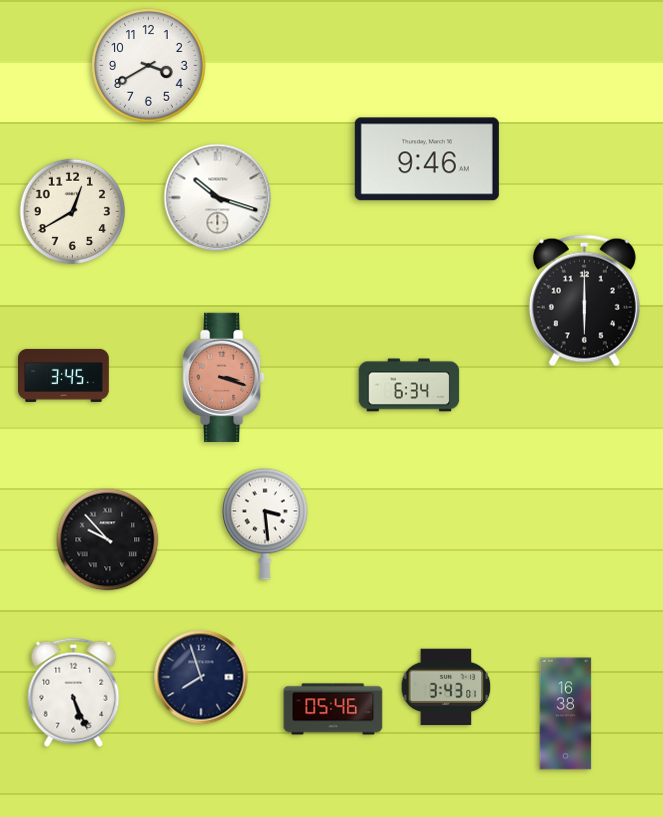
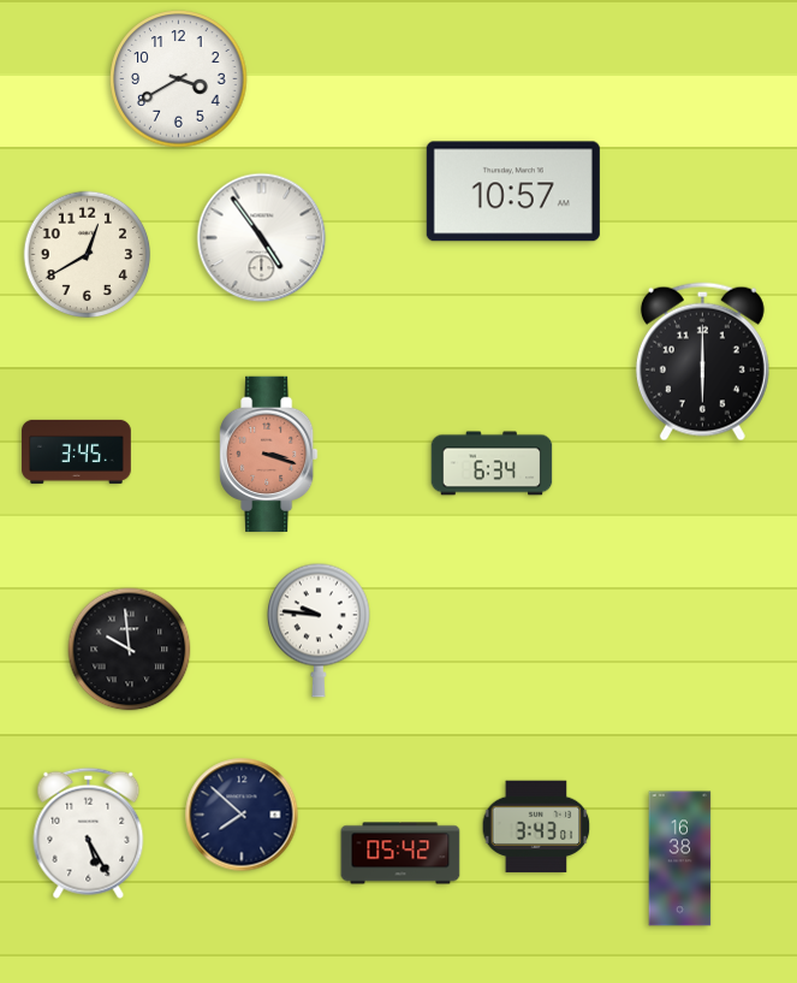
clock at (427, 159): 9:46 -> 10:57
clock at (218, 198): 10:18 -> 4:54
clock at (265, 524): 3:29 -> 9:46
clock at (108, 540): 9:53 -> 9:59
clock at (201, 677): 7:57 -> 7:52
clock at (74, 692): 5:26 -> 5:25
clock at (333, 709): 05:46 -> 05:42
